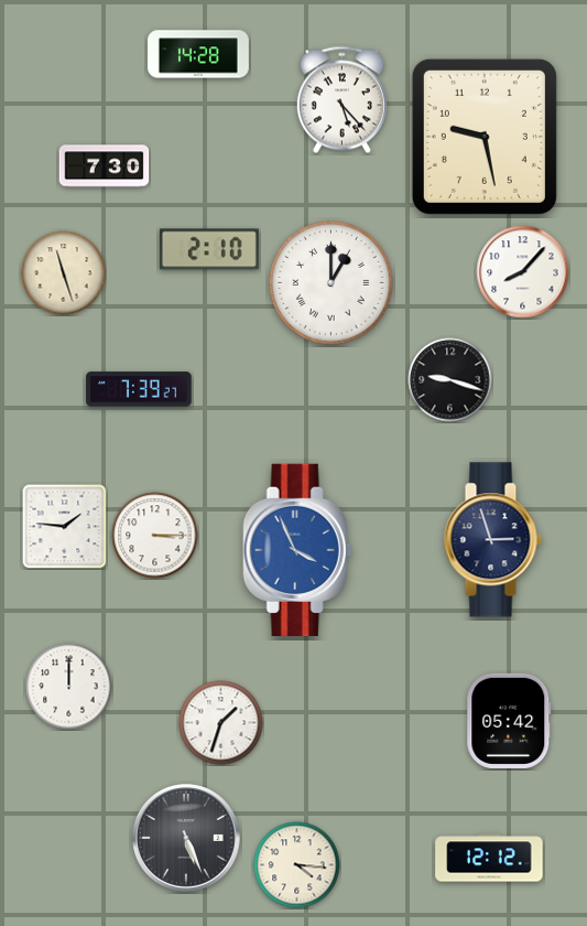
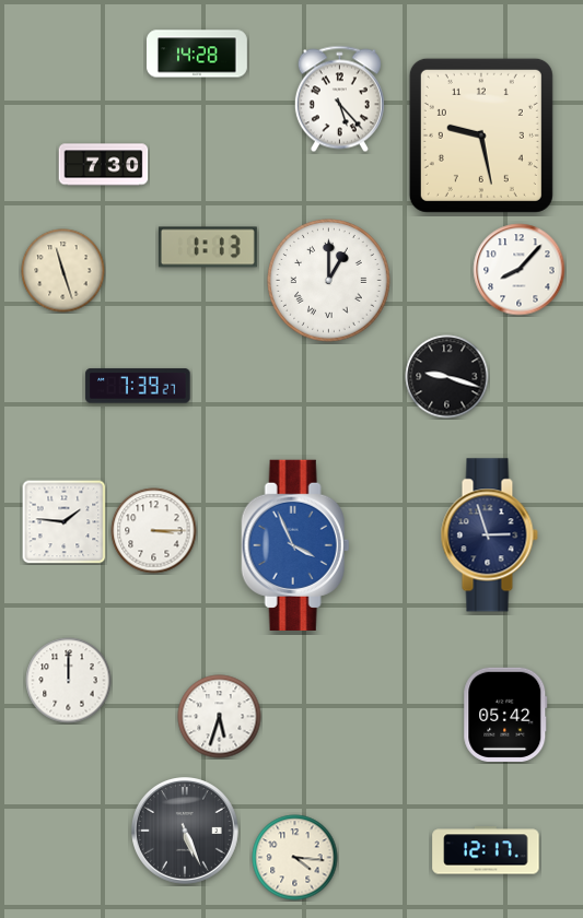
clock at (209, 249): 2:10 -> 1:13
clock at (221, 723): 1:33 -> 5:33
clock at (489, 858): 12:12 -> 12:17
